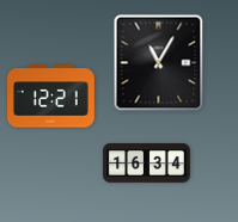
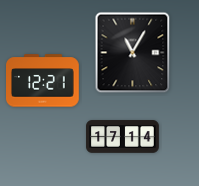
clock at (147, 164): 16:34 -> 17:14
